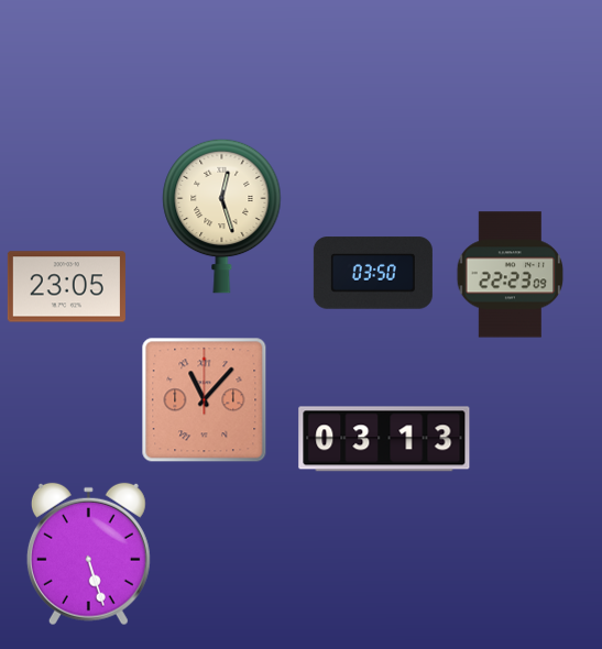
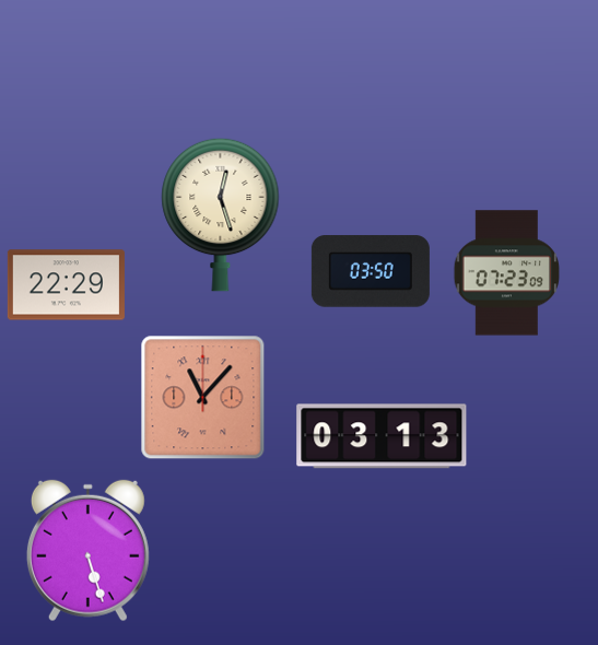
clock at (511, 275): 22:23 -> 07:23
clock at (66, 287): 23:05 -> 22:29
